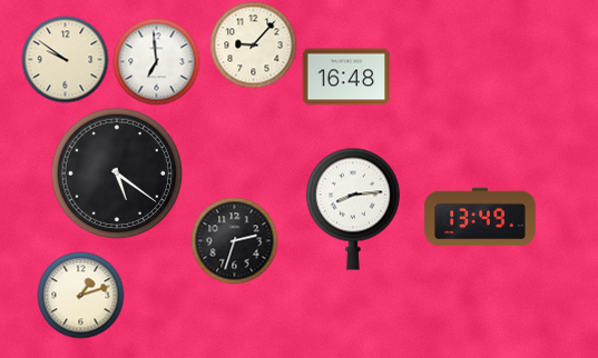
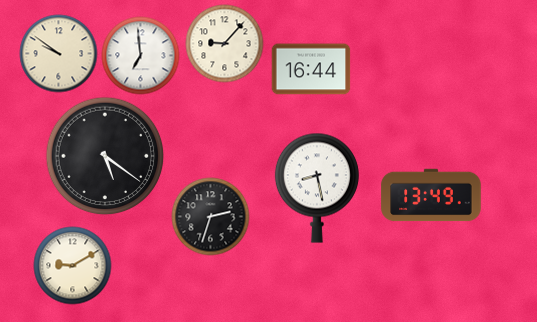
clock at (253, 44) position: (253, 44) -> (224, 43)
clock at (346, 77): 16:48 -> 16:44
clock at (353, 209): 8:14 -> 8:28
clock at (80, 295): 1:12 -> 9:10
